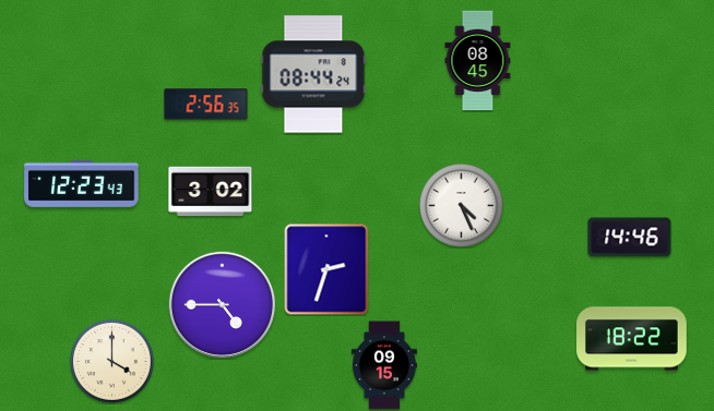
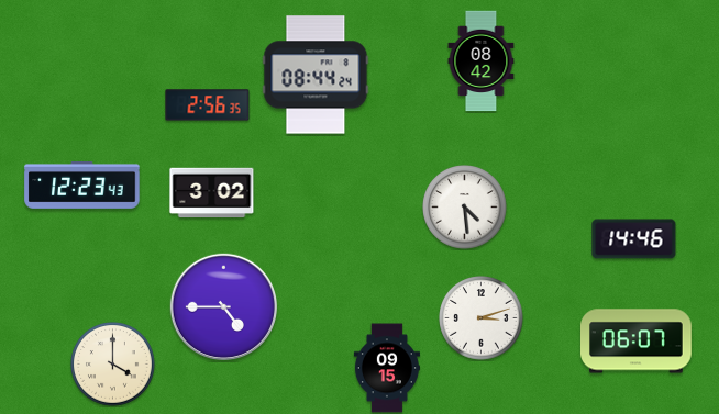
clock at (478, 61): 08:45 -> 08:42
clock at (462, 206): 4:26 -> 4:29
clock at (326, 269): 2:33 -> none
clock at (482, 318): none -> 3:12
clock at (632, 339): 18:22 -> 06:07
